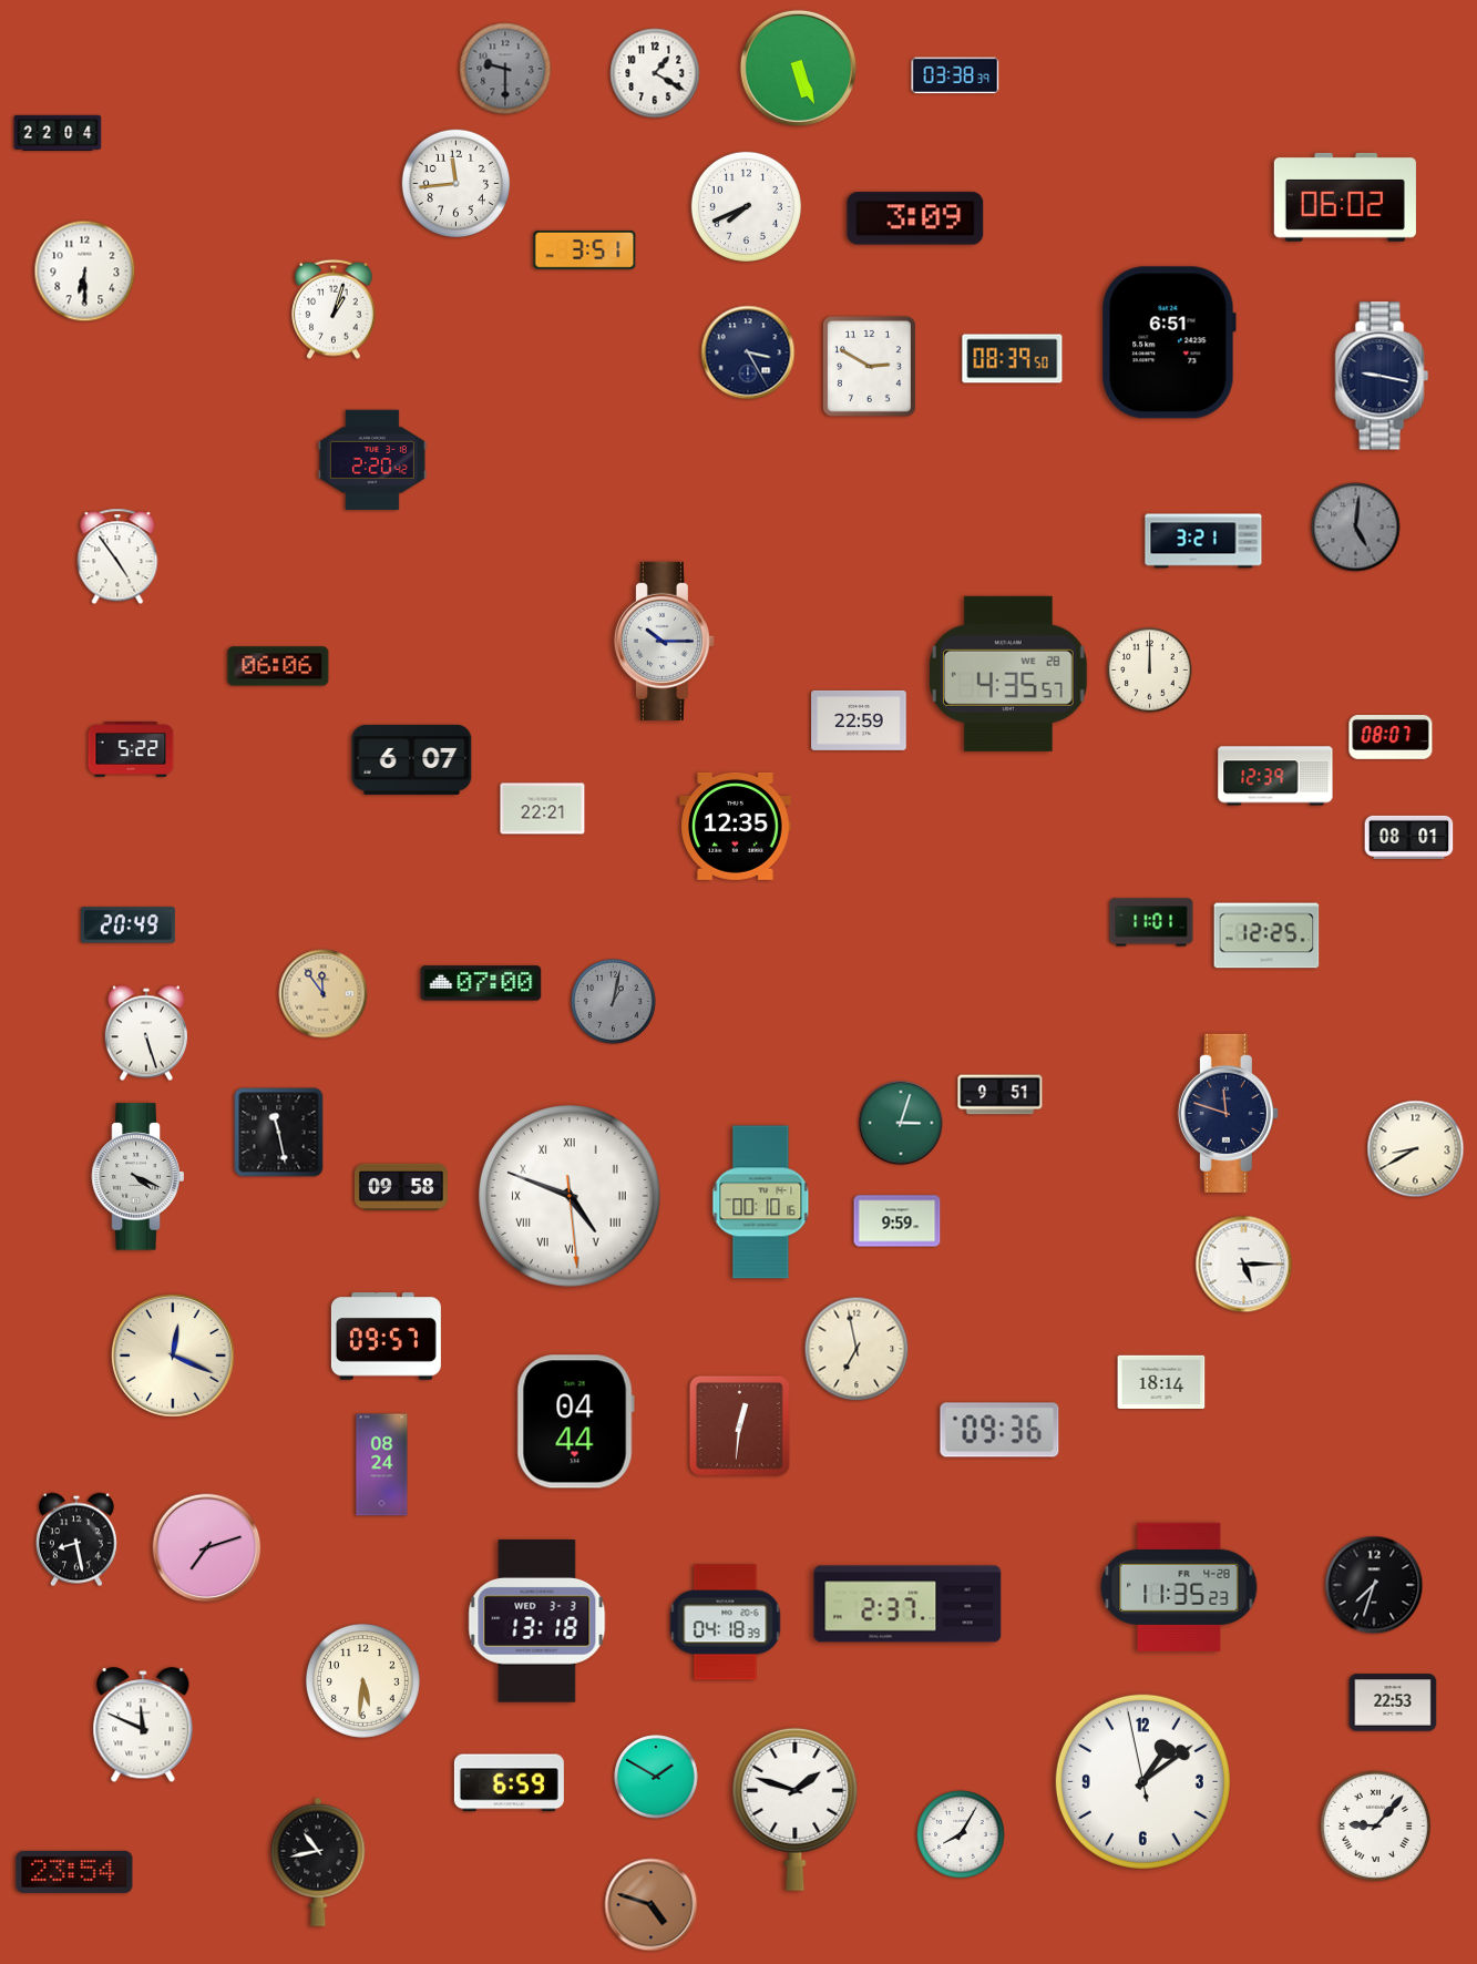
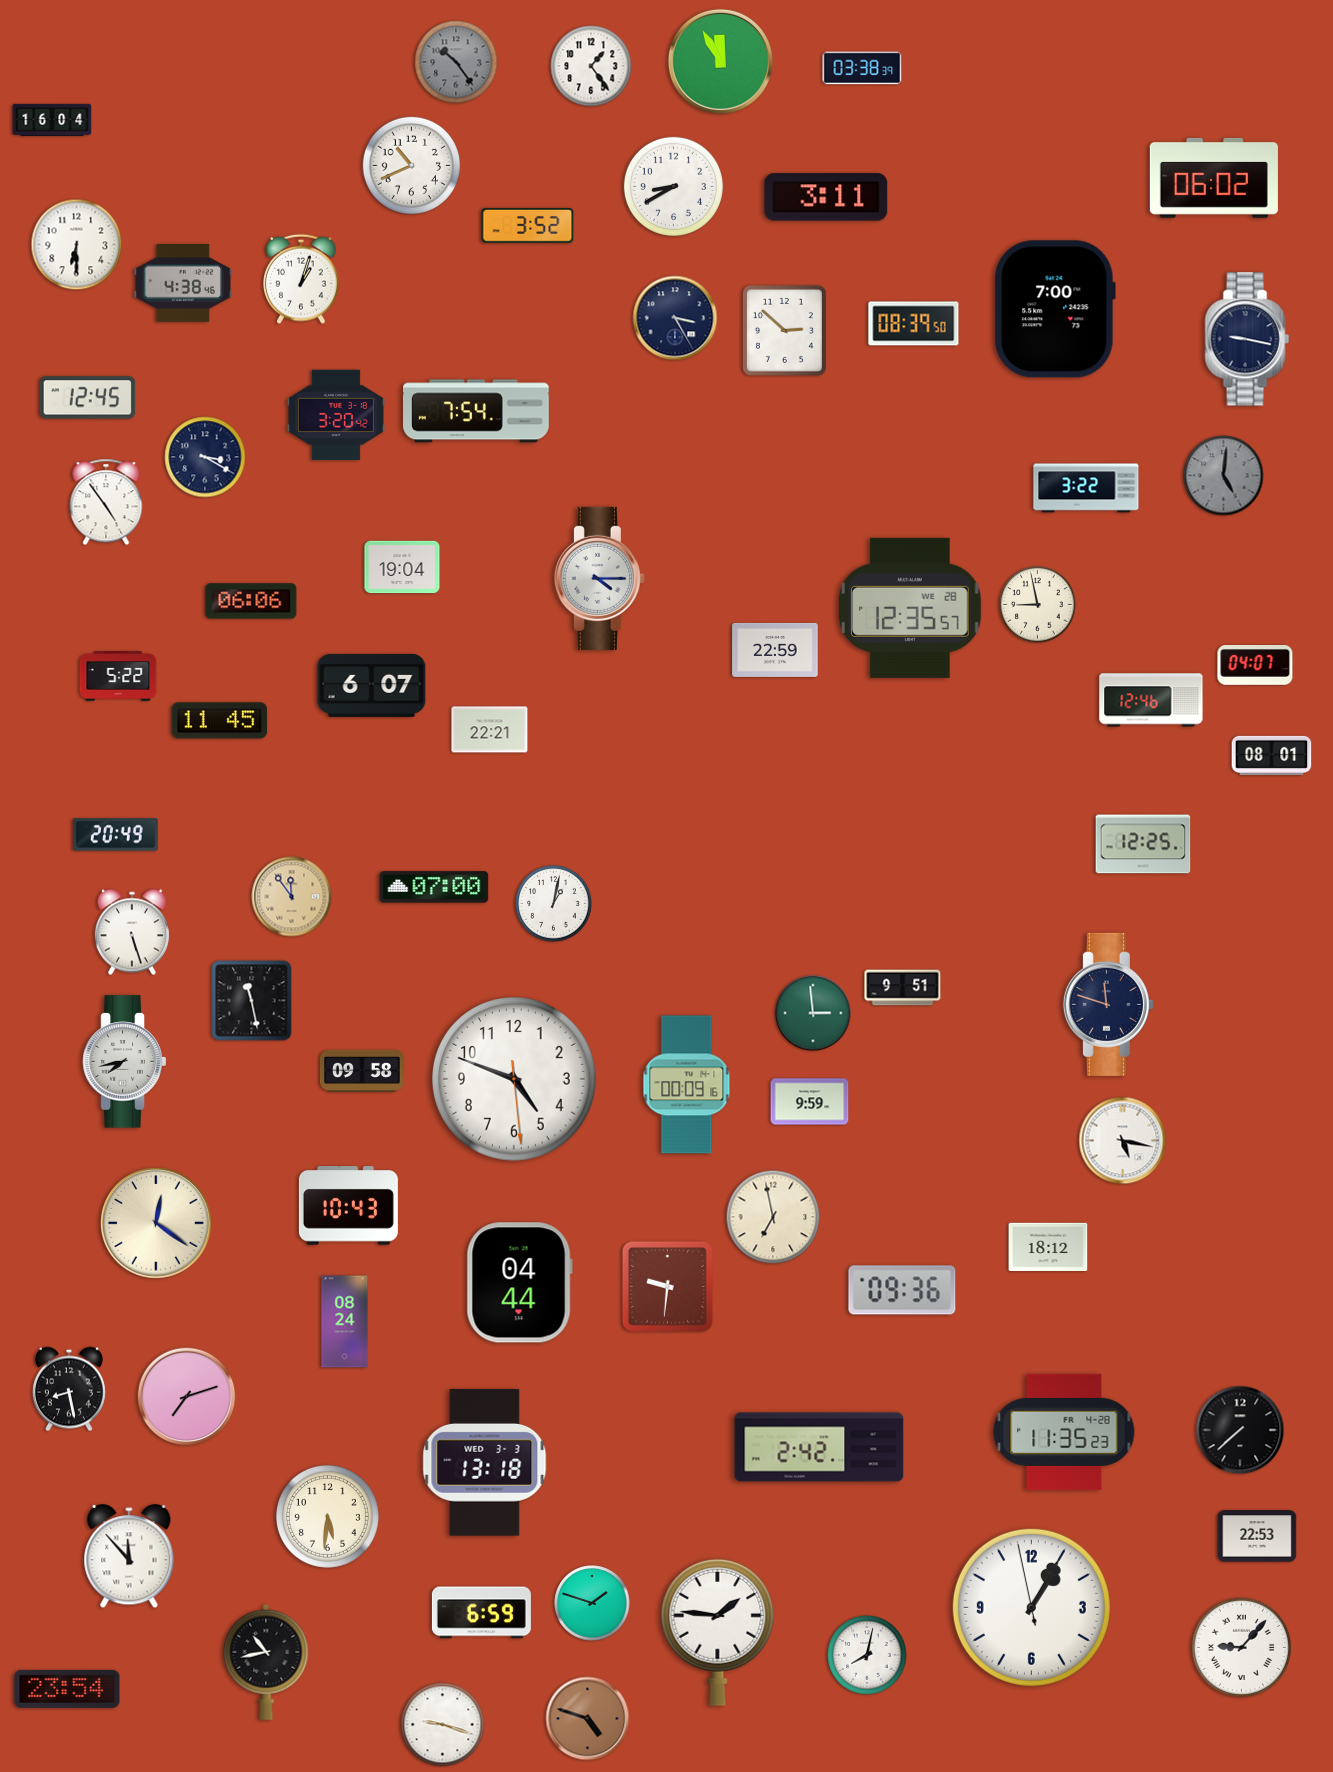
clock at (798, 68): 5:26 -> 11:55
clock at (505, 69): 9:30 -> 10:24
clock at (655, 73): 1:20 -> 1:24
clock at (58, 133): 22:04 -> 16:04
clock at (455, 183): 11:44 -> 10:41
clock at (746, 206): 7:41 -> 8:40
clock at (915, 218): 3:09 -> 3:11
clock at (585, 249): 3:51 -> 3:52
clock at (183, 283): none -> 4:38
clock at (1169, 342): 6:51 -> 7:00
clock at (869, 366): 2:50 -> 2:52
clock at (88, 398): none -> 12:45
clock at (477, 411): none -> 7:54
clock at (372, 460): 2:20 -> 3:20
clock at (205, 457): none -> 3:20
clock at (1203, 541): 3:21 -> 3:22
clock at (402, 567): none -> 19:04
clock at (664, 641): 10:15 -> 4:15
clock at (1150, 671): 12:00 -> 8:58
clock at (1009, 674): 4:35 -> 12:35
clock at (1391, 738): 08:07 -> 04:07
clock at (1275, 776): 12:39 -> 12:46
clock at (220, 721): none -> 11:45
clock at (736, 826): 12:35 -> none
clock at (1151, 922): 11:01 -> none
clock at (614, 1002) dial: grey -> white
clock at (901, 1123): 3:03 -> 2:59
clock at (279, 1133) position: (279, 1133) -> (252, 1001)
clock at (1416, 1149): 8:40 -> none
clock at (139, 1177): 4:19 -> 7:43
clock at (570, 1196) numerals: Roman -> Arabic
clock at (761, 1203): 00:10 -> 00:09
clock at (1244, 1265): 5:15 -> 5:17
clock at (386, 1337): 09:57 -> 10:43
clock at (174, 1357): 12:19 -> 12:21
clock at (1161, 1382): 18:14 -> 18:12
clock at (739, 1425): 12:31 -> 9:31
clock at (1374, 1585): 7:33 -> 7:38
clock at (907, 1604): 2:37 -> 2:42
clock at (726, 1623): 04:18 -> none
clock at (143, 1726): 11:49 -> 11:53
clock at (656, 1777): 1:50 -> 1:48
clock at (1142, 1781): 1:08 -> 1:04
clock at (509, 1783) position: (509, 1783) -> (481, 1613)
clock at (796, 1809): 1:48 -> 1:46
clock at (961, 1834): 8:05 -> 8:02
clock at (318, 1862) position: (318, 1862) -> (266, 1662)
clock at (443, 1725): none -> 9:18
